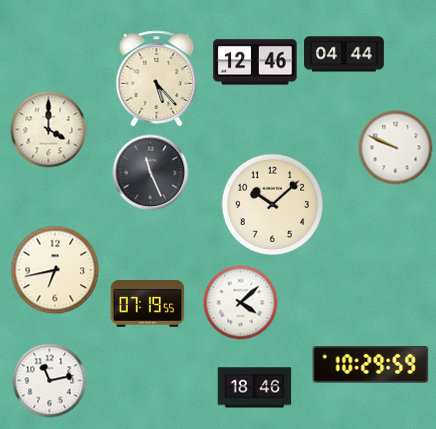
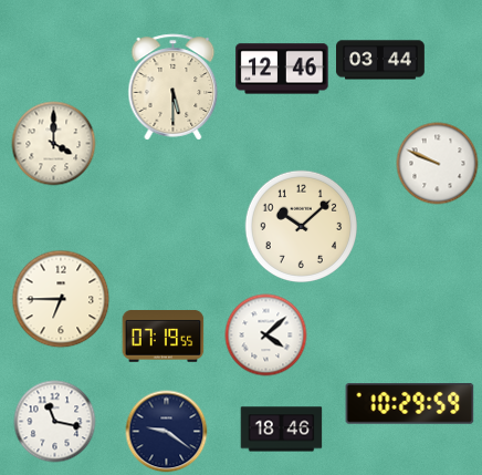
clock at (345, 54): 04:44 -> 03:44
clock at (157, 79): 5:23 -> 5:30
clock at (151, 173): 11:26 -> none
clock at (55, 270): 6:43 -> 6:45
clock at (50, 381): 11:13 -> 11:17
clock at (167, 432): none -> 9:21
